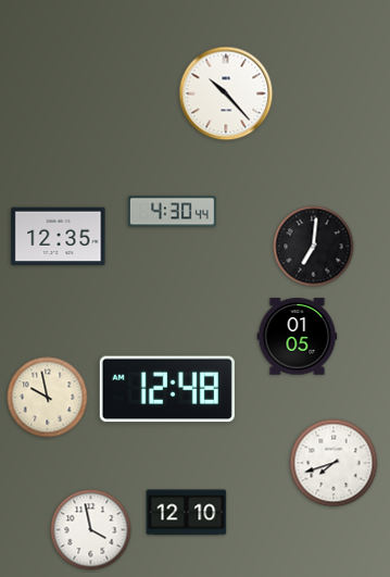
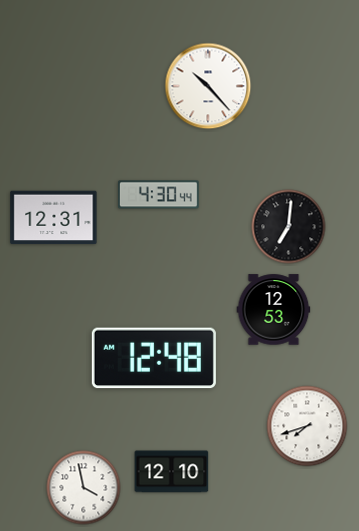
clock at (59, 237): 12:35 -> 12:31
clock at (298, 337): 01:05 -> 12:53
clock at (48, 398): 9:58 -> none
